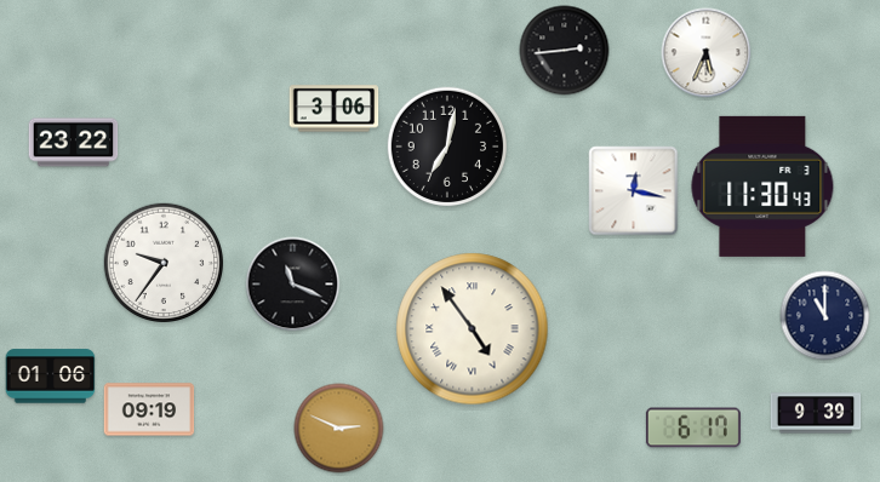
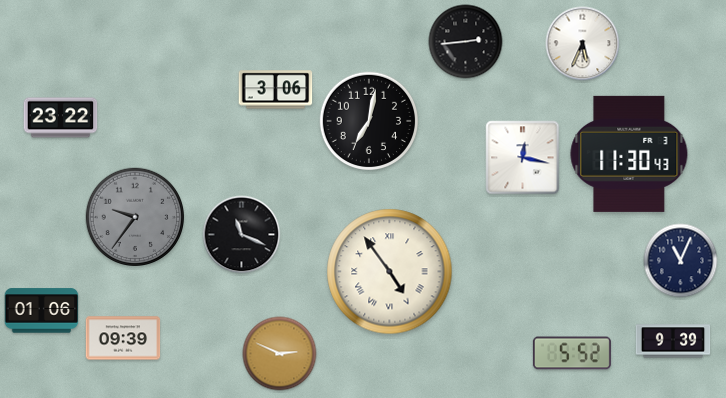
clock at (162, 262) dial: white -> grey
clock at (825, 316): 11:00 -> 11:04
clock at (149, 409): 09:19 -> 09:39
clock at (693, 428): 6:17 -> 5:52
